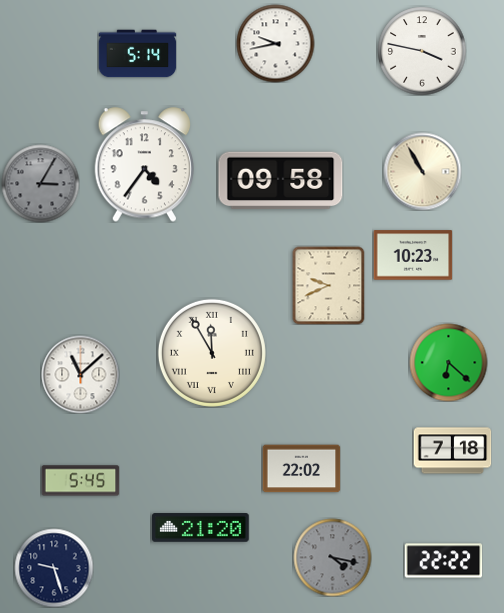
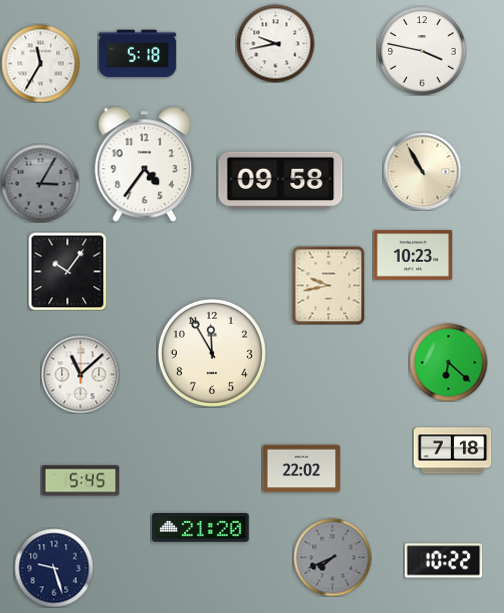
clock at (137, 54): 5:14 -> 5:18
clock at (40, 63): none -> 11:35
clock at (67, 271): none -> 10:06
clock at (329, 285): 9:41 -> 9:43
clock at (212, 353) numerals: Roman -> Arabic
clock at (332, 557): 4:17 -> 7:41
clock at (443, 561): 22:22 -> 10:22
